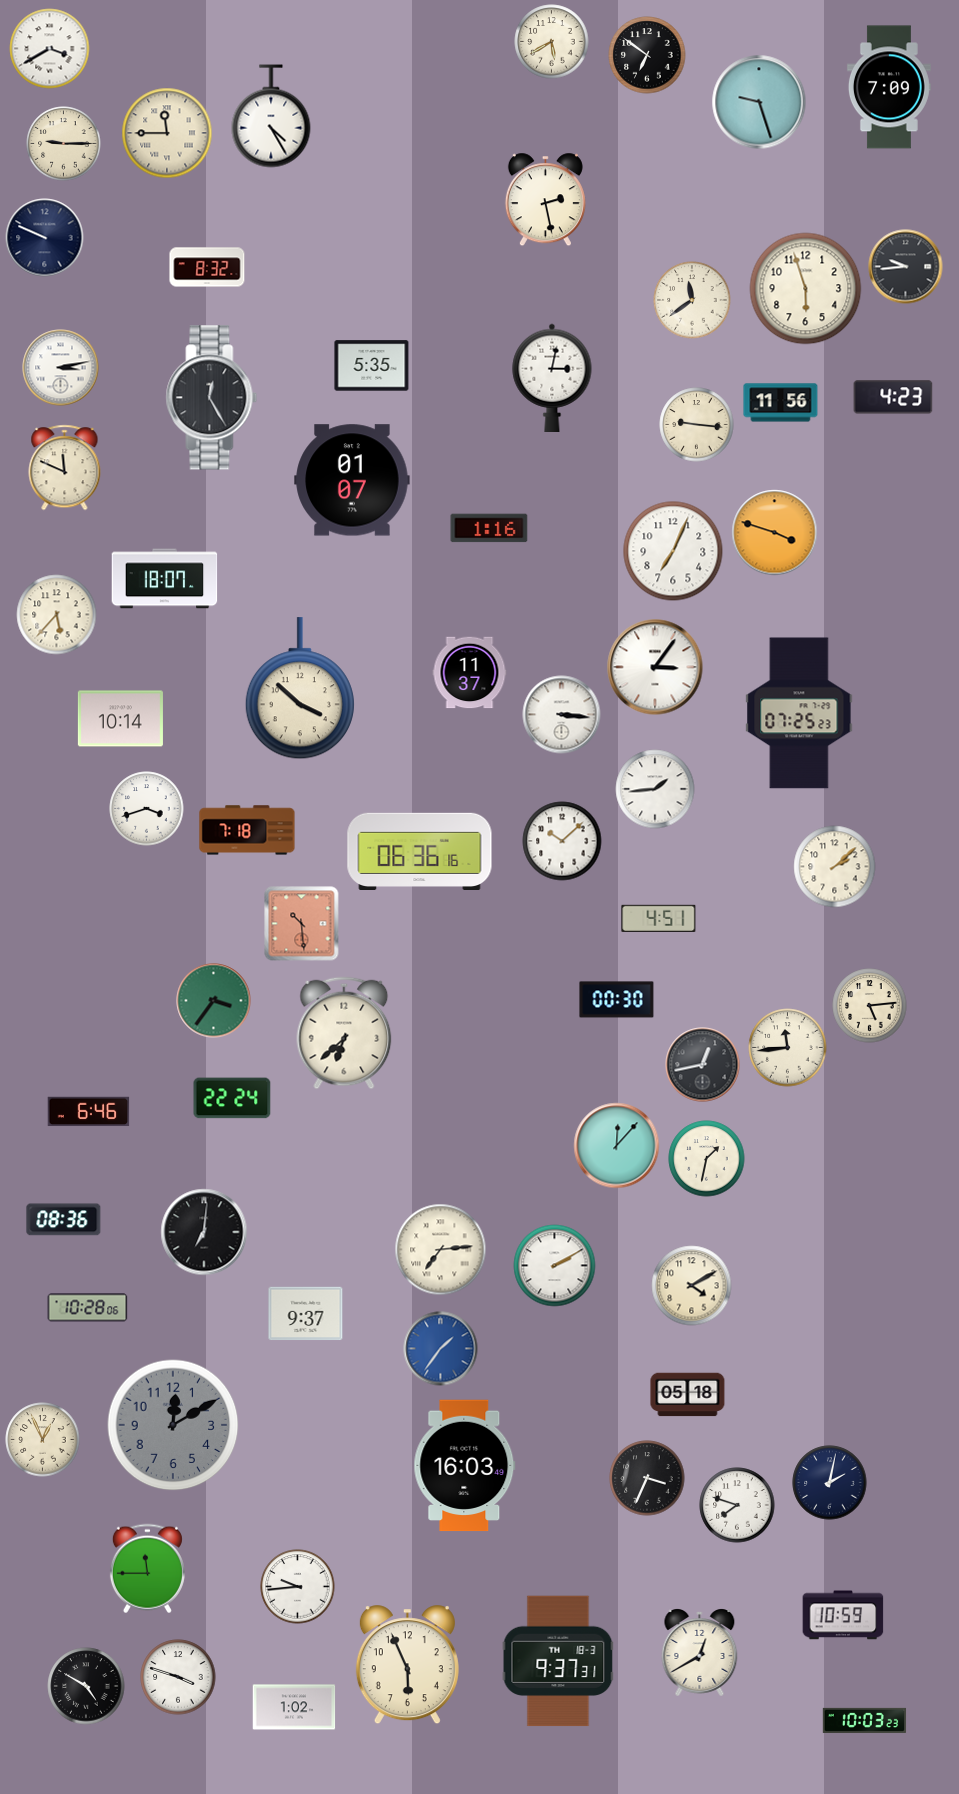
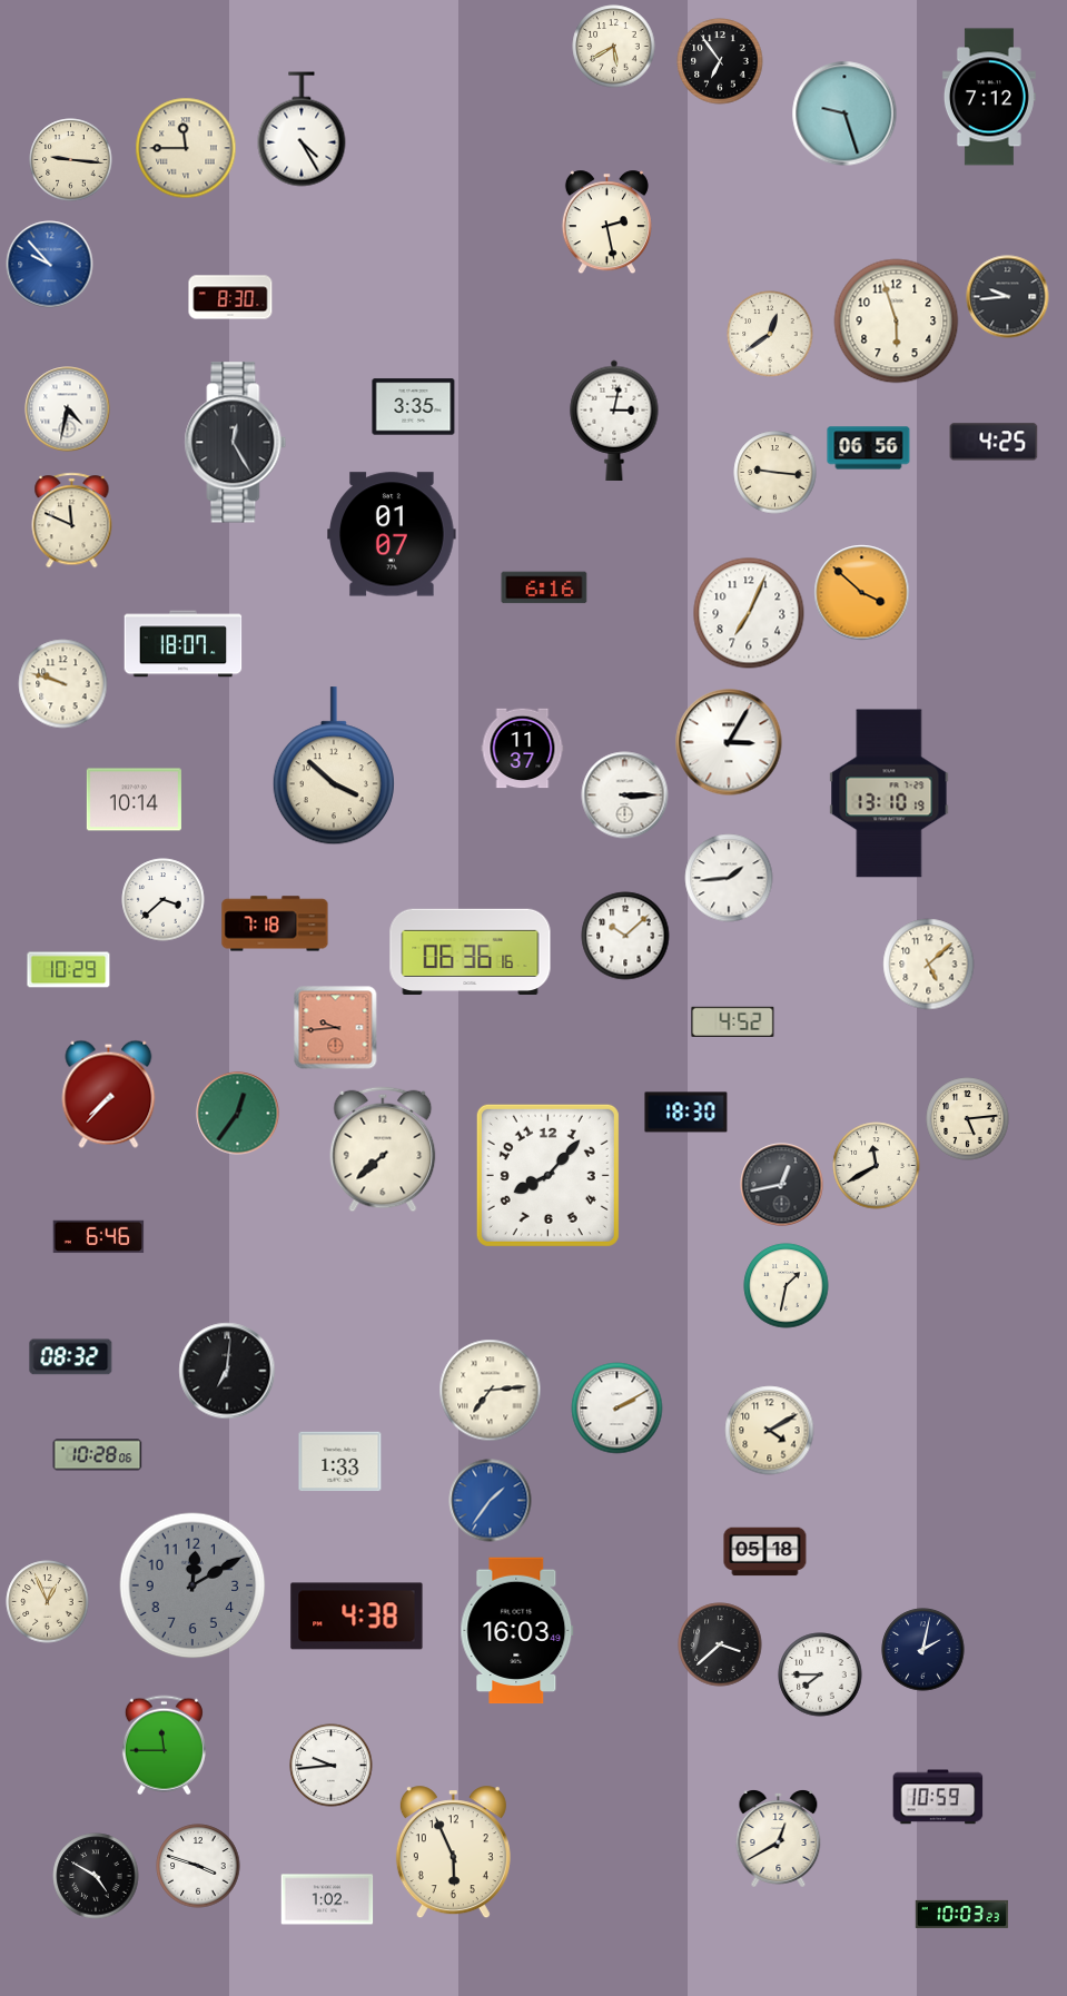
clock at (50, 49): 3:40 -> none
clock at (647, 55): 6:51 -> 6:54
clock at (889, 87): 7:09 -> 7:12
clock at (64, 144): 9:15 -> 9:16
clock at (45, 238): 9:49 -> 9:53
clock at (45, 238) dial: navy -> blue
clock at (207, 267): 8:32 -> 8:30
clock at (692, 300): 11:39 -> 12:39
clock at (372, 366): 5:35 -> 3:35
clock at (61, 368): 3:13 -> 4:32
clock at (893, 397): 4:23 -> 4:25
clock at (781, 403): 11:56 -> 06:56
clock at (489, 528): 1:16 -> 6:16
clock at (775, 533): 3:48 -> 3:52
clock at (57, 615): 5:37 -> 9:48
clock at (655, 667): 3:06 -> 3:05
clock at (799, 713): 07:25 -> 13:10
clock at (562, 715): 3:16 -> 3:15
clock at (147, 809): 3:42 -> 3:38
clock at (420, 851) position: (420, 851) -> (471, 951)
clock at (835, 867): 2:08 -> 5:08
clock at (69, 970): none -> 10:29
clock at (659, 918): 4:51 -> 4:52
clock at (302, 924): 10:29 -> 9:44
clock at (109, 1094): none -> 7:37
clock at (617, 1000): 00:30 -> 18:30
clock at (214, 1001): 3:36 -> 12:36
clock at (344, 1033): 6:38 -> 7:38
clock at (788, 1048): 11:44 -> 11:40
clock at (547, 1175): none -> 8:07
clock at (232, 1098): 22:24 -> none
clock at (617, 1146): 12:07 -> none
clock at (707, 1159) position: (707, 1159) -> (787, 1286)
clock at (64, 1220): 08:36 -> 08:32
clock at (306, 1314): 9:37 -> 1:33
clock at (357, 1617): none -> 4:38
clock at (647, 1478): 3:34 -> 3:38
clock at (737, 1505): 7:48 -> 7:45
clock at (558, 1661): 9:37 -> none
